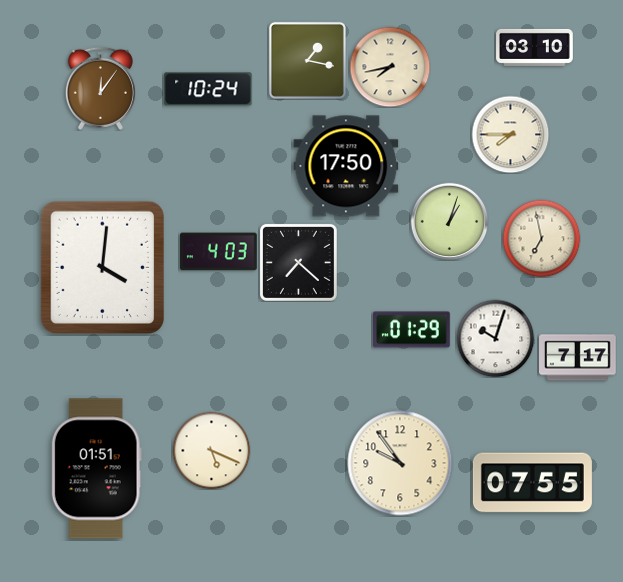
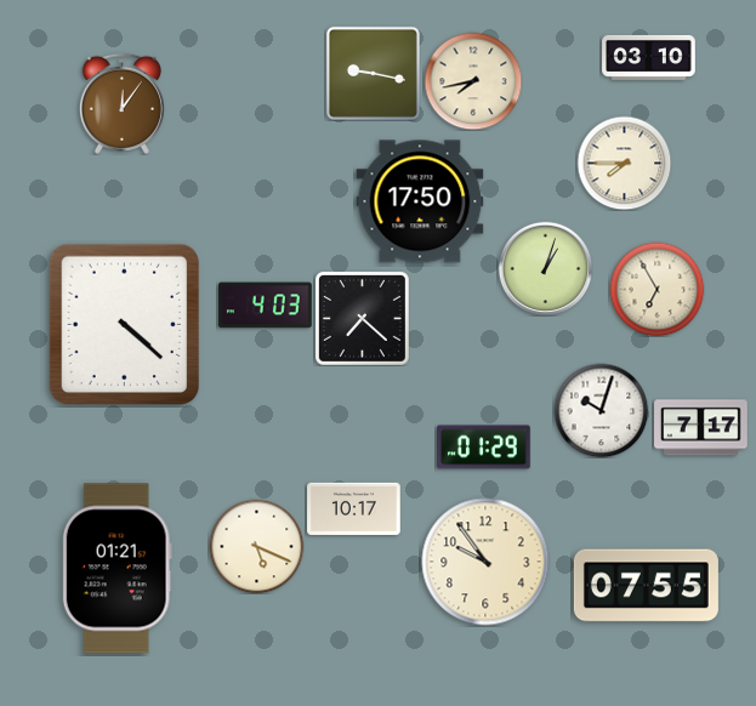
clock at (307, 60): 1:17 -> 9:17
clock at (100, 88) position: (100, 88) -> (121, 103)
clock at (208, 89): 10:24 -> none
clock at (510, 134) position: (510, 134) -> (624, 163)
clock at (541, 238): 6:58 -> 6:55
clock at (102, 267): 4:01 -> 4:22
clock at (412, 330) position: (412, 330) -> (484, 448)
clock at (578, 358) position: (578, 358) -> (701, 428)
clock at (354, 508): none -> 10:17
clock at (96, 469): 01:51 -> 01:21
